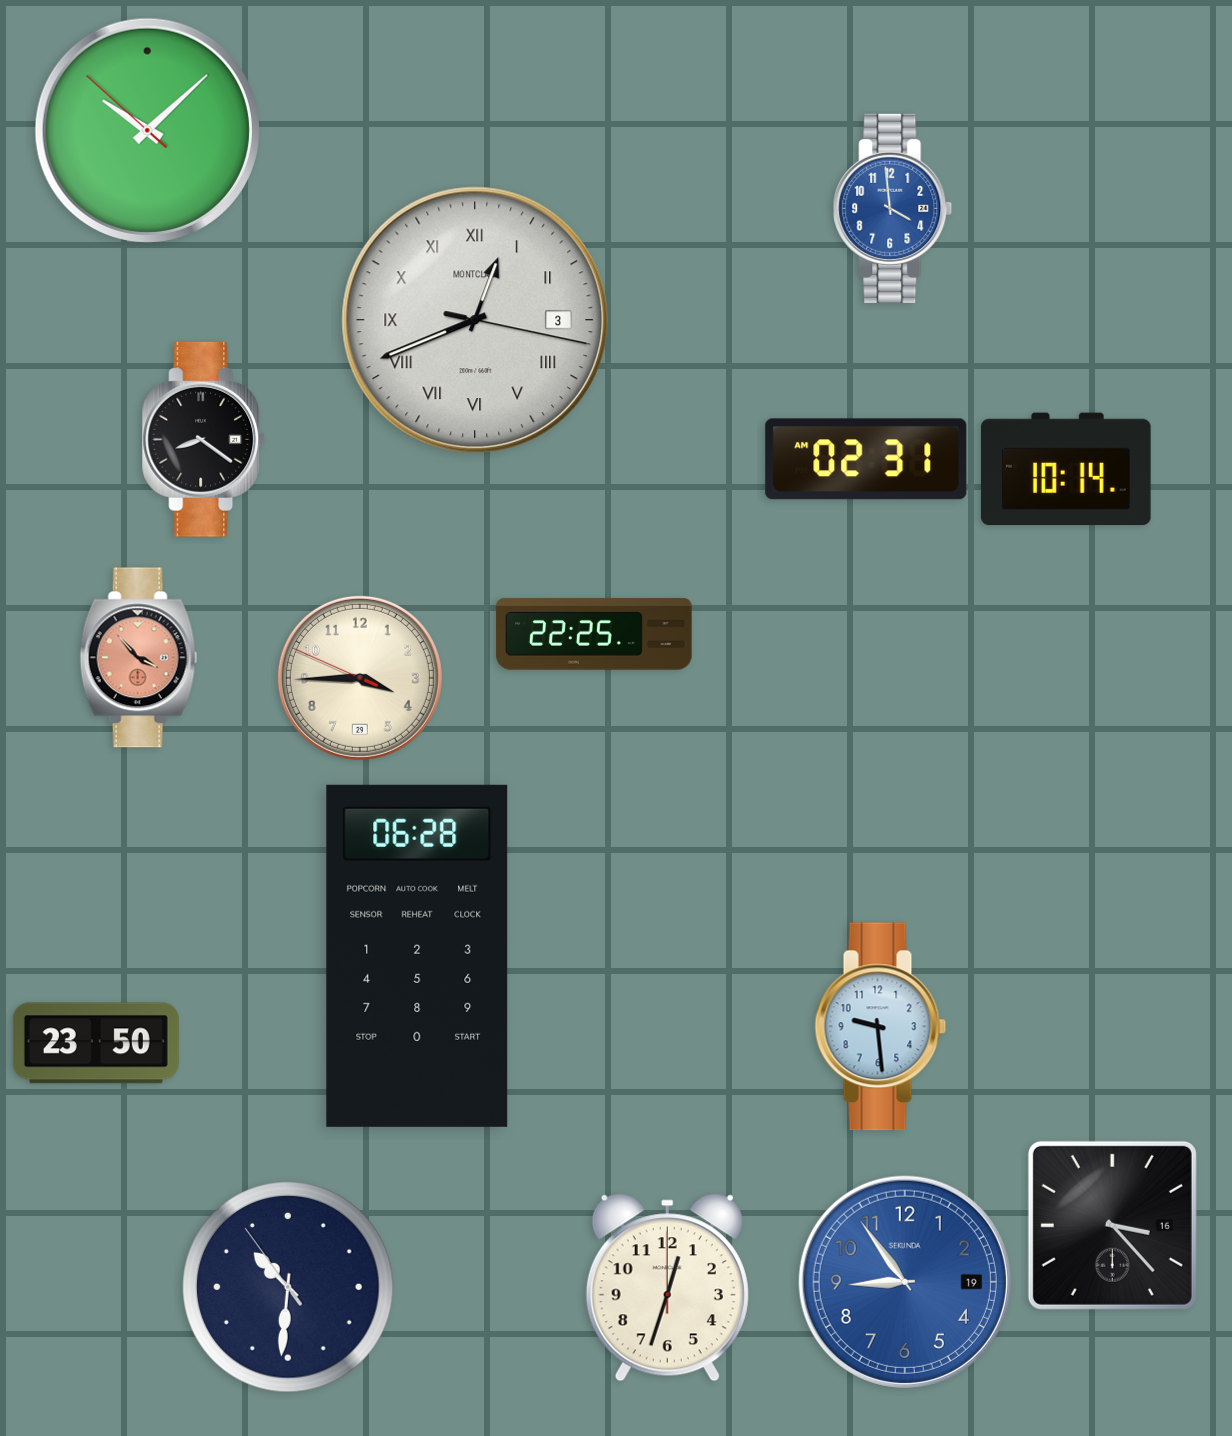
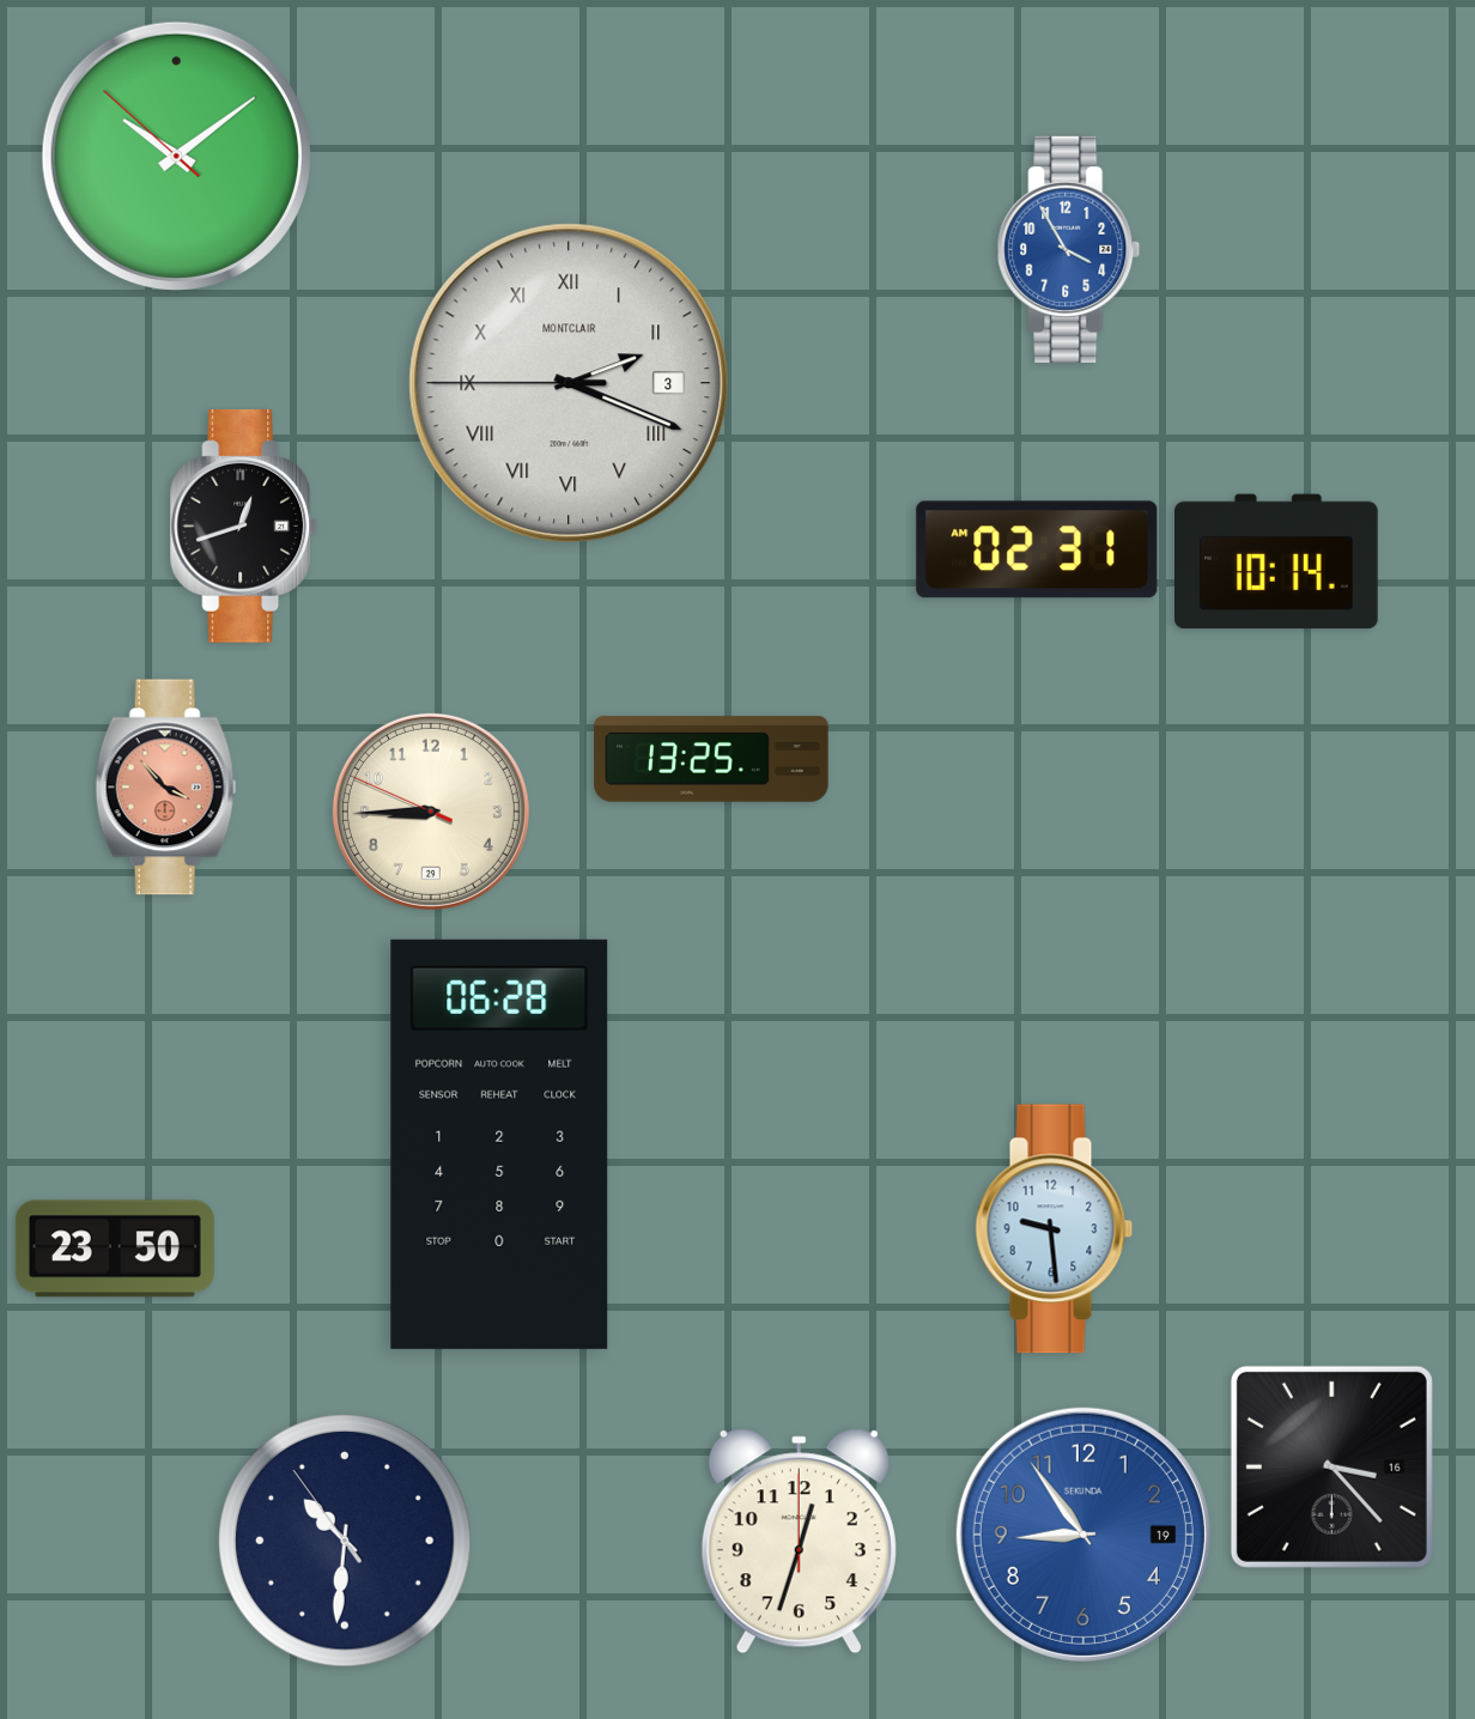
clock at (147, 130): 10:07 -> 10:08
clock at (893, 208): 3:59 -> 3:55
clock at (475, 320): 12:41 -> 2:18
clock at (204, 439): 8:21 -> 12:42
clock at (594, 634): 22:25 -> 13:25
clock at (360, 678): 3:44 -> 8:44
